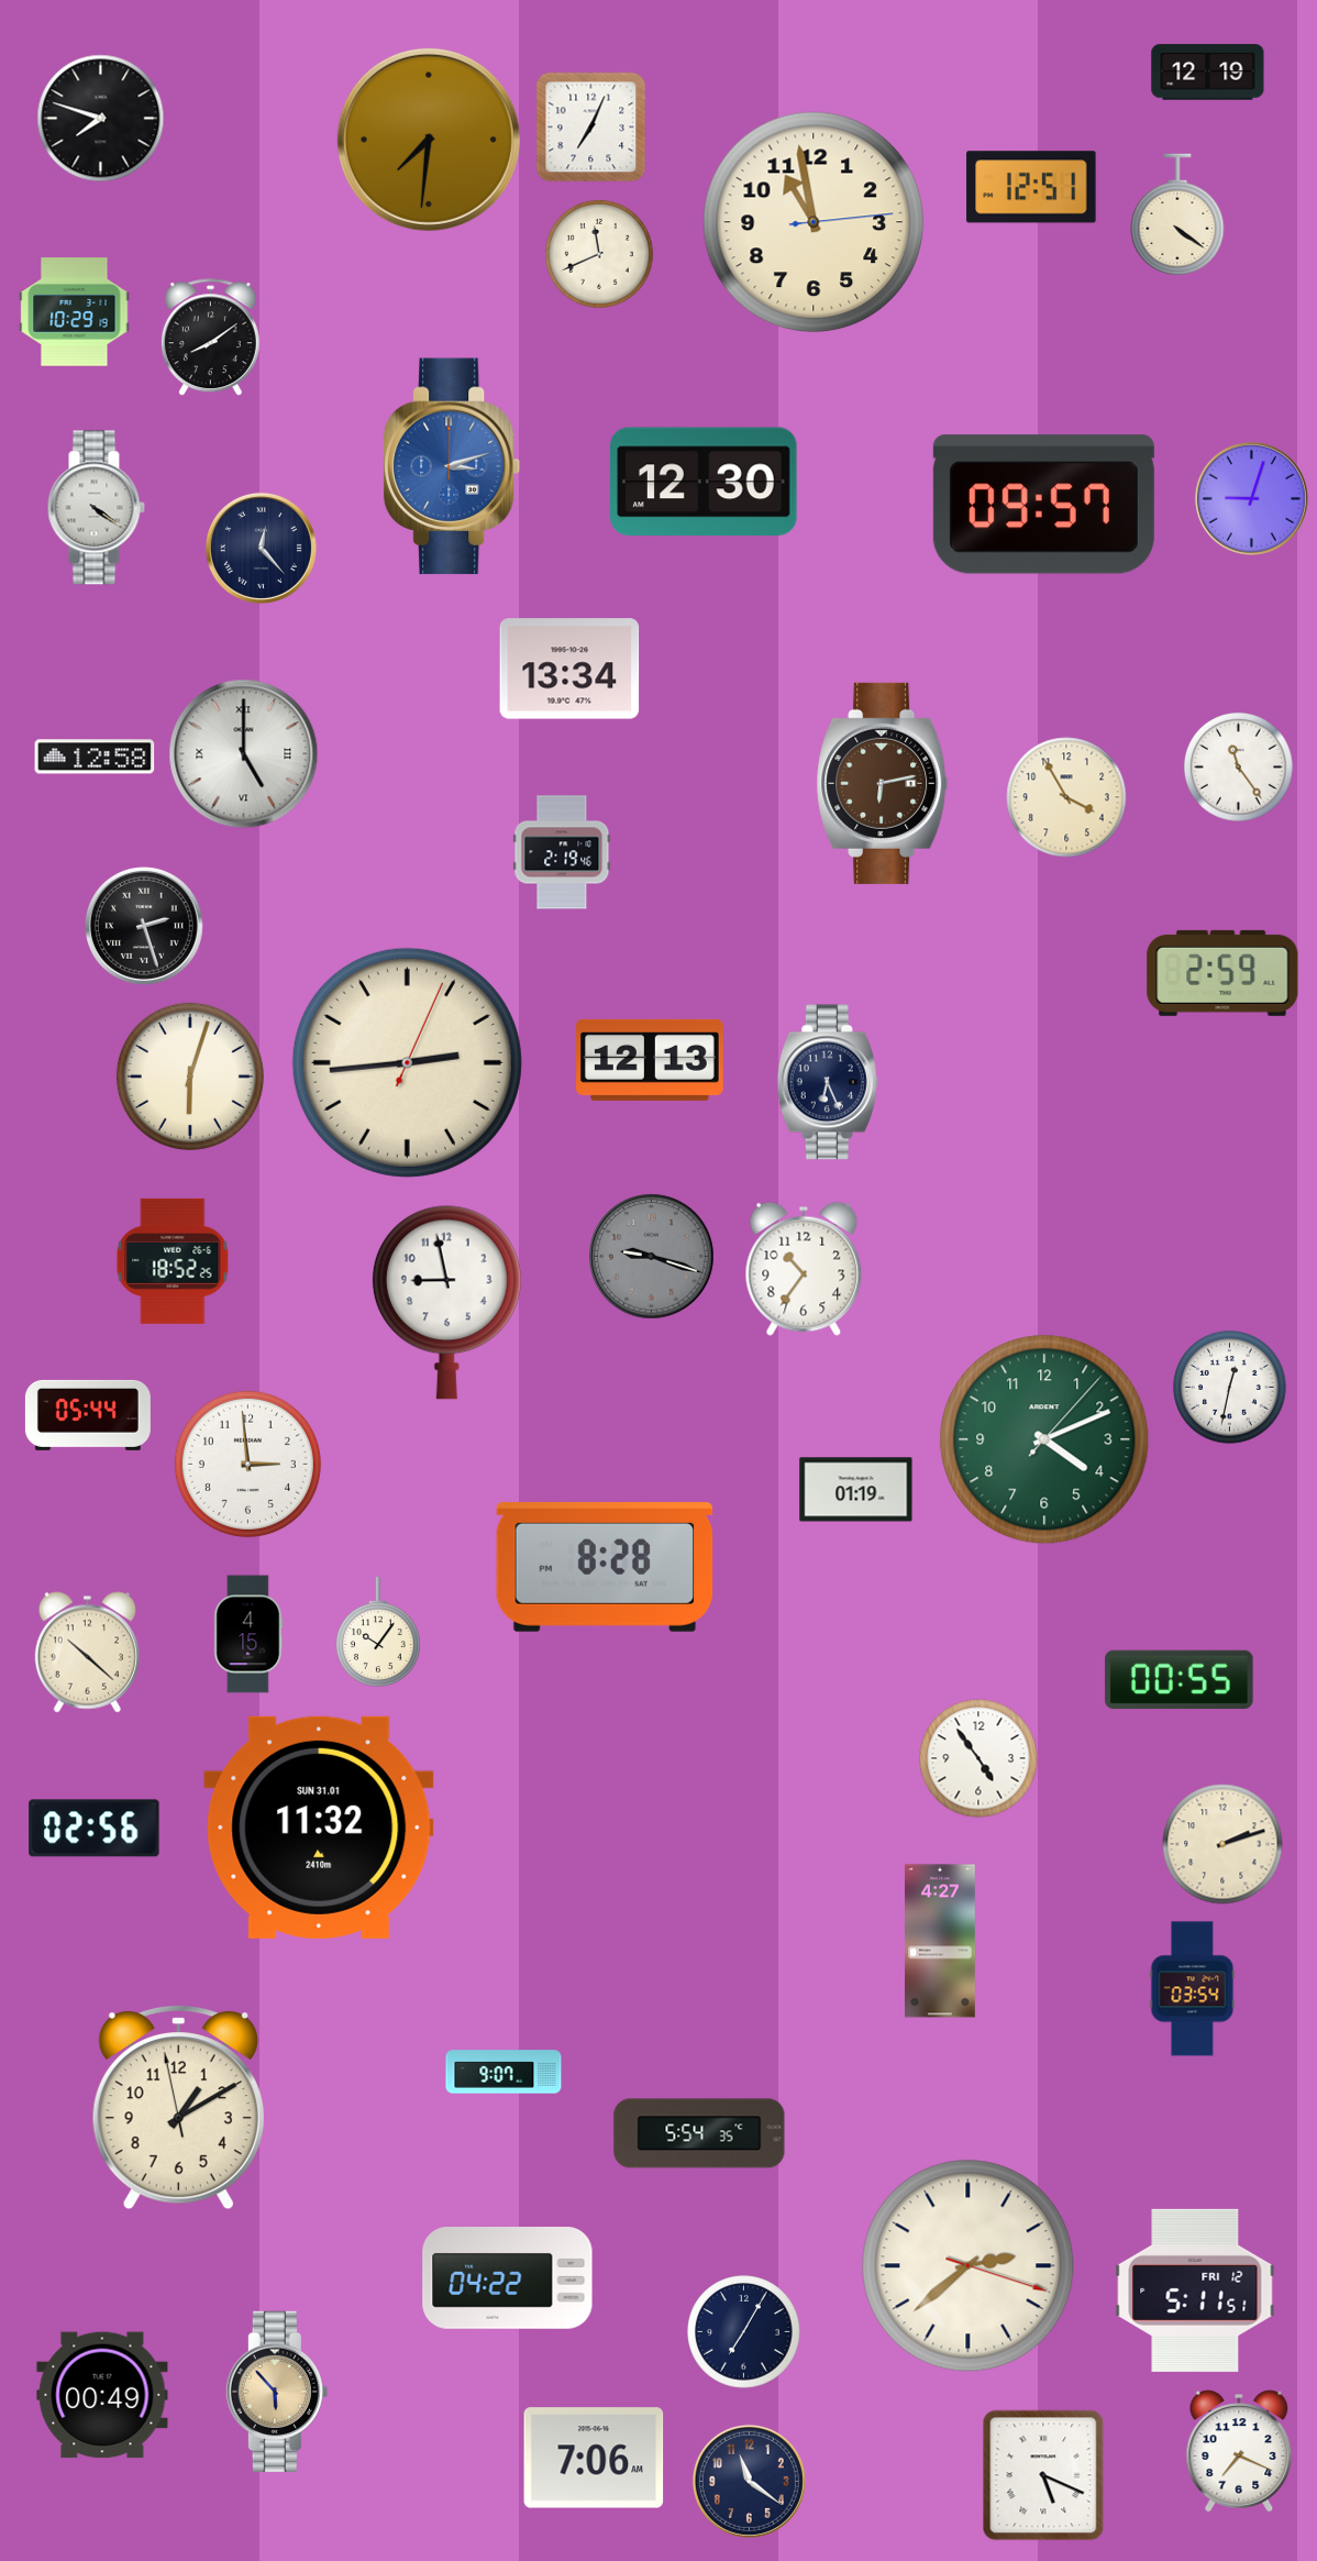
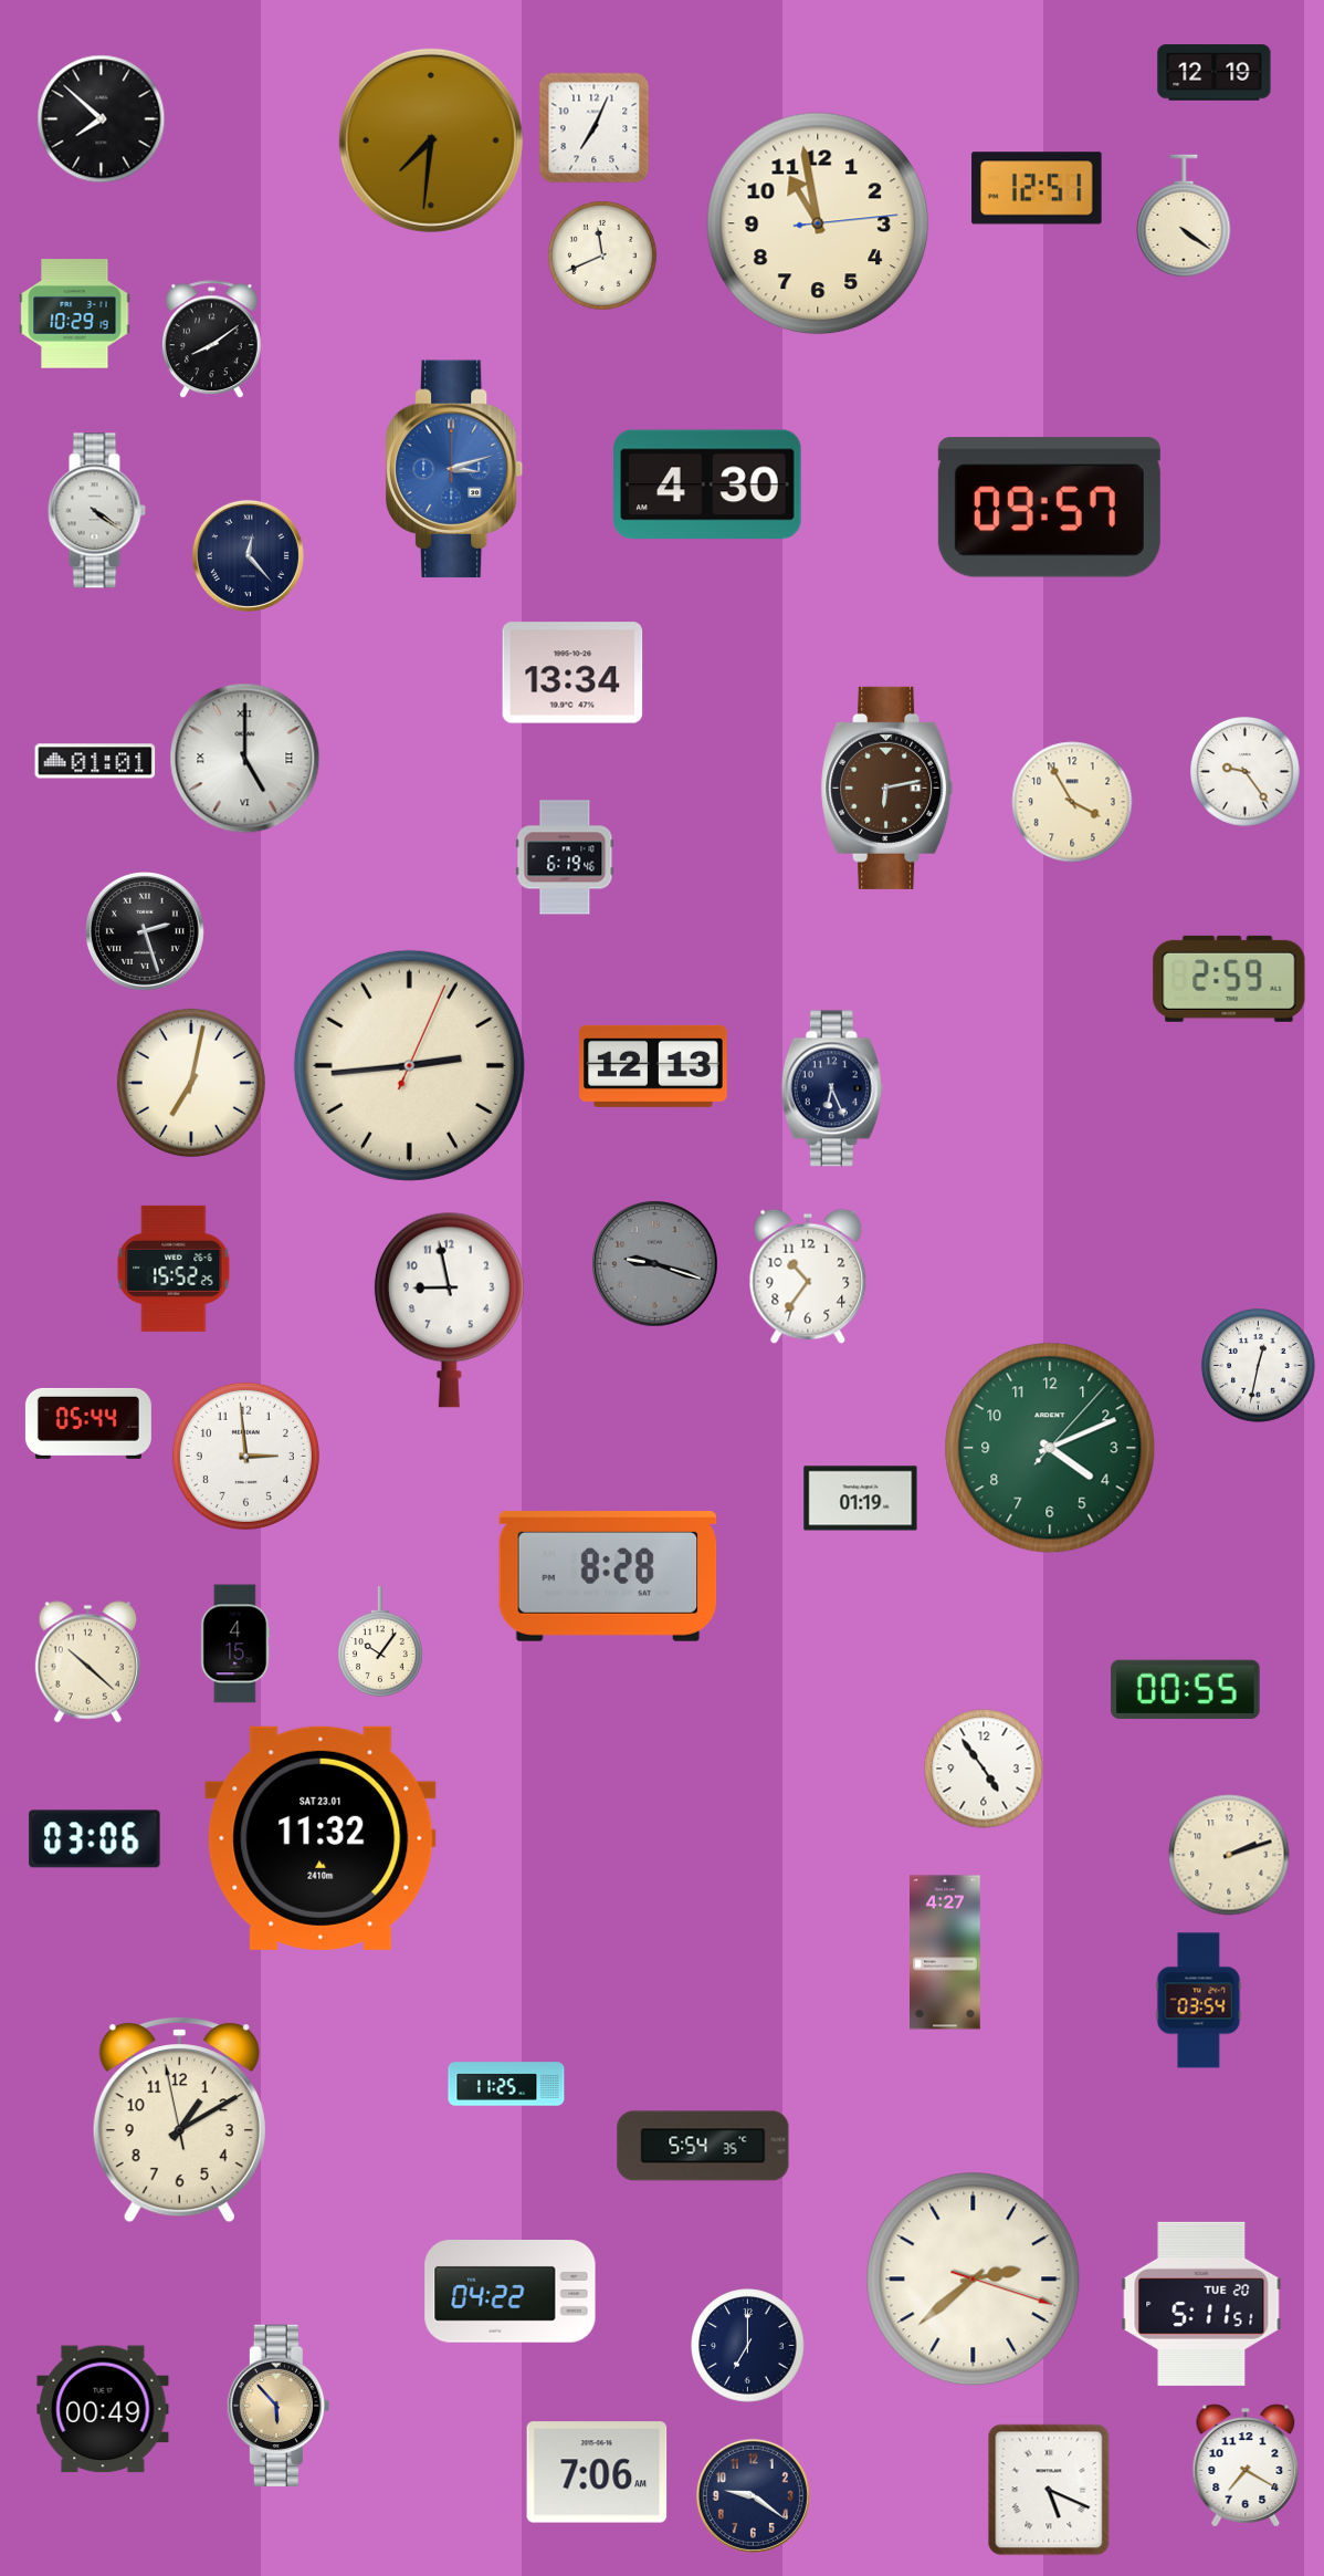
clock at (101, 119): 7:48 -> 7:52
clock at (704, 482): 12:30 -> 4:30
clock at (1251, 498): 9:03 -> none
clock at (261, 548) position: (261, 548) -> (248, 555)
clock at (95, 757): 12:58 -> 01:01
clock at (1238, 766): 11:24 -> 9:24
clock at (562, 852): 2:19 -> 6:19
clock at (407, 1062) position: (407, 1062) -> (409, 1065)
clock at (190, 1077): 6:03 -> 7:02
clock at (173, 1261): 18:52 -> 15:52
clock at (1230, 1388) position: (1230, 1388) -> (1259, 1366)
clock at (247, 1464) position: (247, 1464) -> (245, 1456)
clock at (248, 1634) position: (248, 1634) -> (235, 1644)
clock at (319, 1828) date: SUN 31.01 -> SAT 23.01
clock at (95, 1829): 02:56 -> 03:06
clock at (503, 2072): 9:07 -> 11:25
clock at (1195, 2290) date: FRI 12 -> TUE 20
clock at (744, 2332): 7:05 -> 7:00
clock at (1239, 2451): 7:19 -> 7:20
clock at (749, 2481): 11:21 -> 9:21
